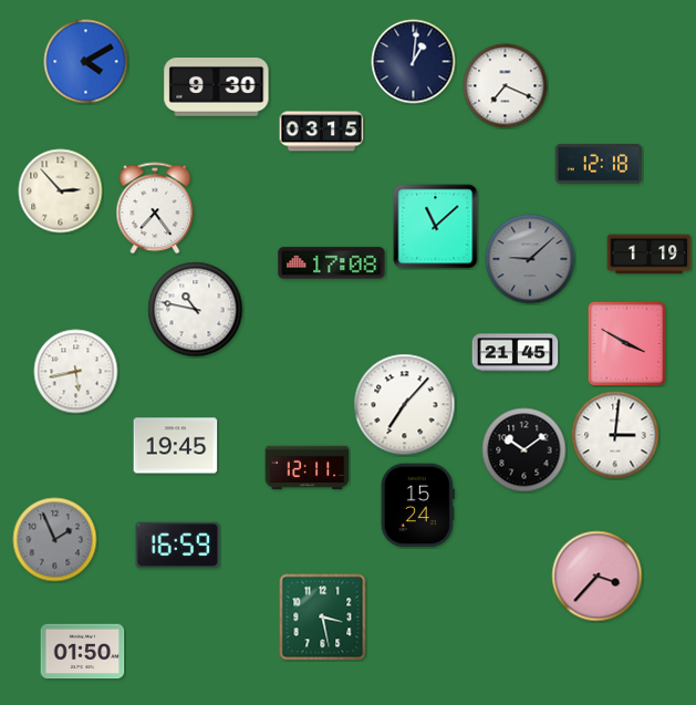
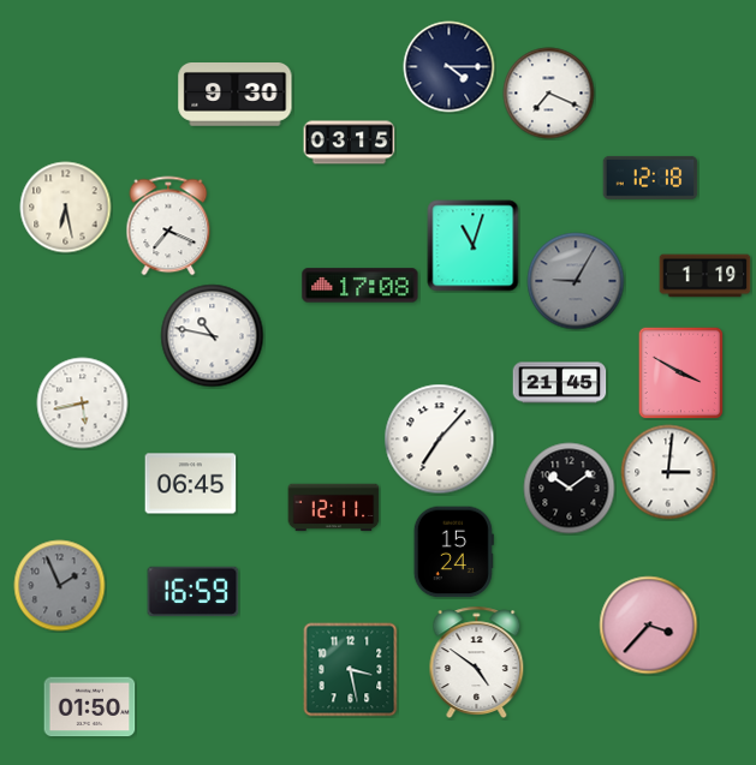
clock at (86, 62): 4:10 -> none
clock at (414, 62): 1:01 -> 4:15
clock at (61, 191): 2:53 -> 6:28
clock at (155, 208): 7:24 -> 7:19
clock at (436, 227): 11:08 -> 11:03
clock at (530, 259): 9:08 -> 9:05
clock at (176, 446): 19:45 -> 06:45
clock at (417, 506) position: (417, 506) -> (453, 552)
clock at (477, 662): none -> 4:51
